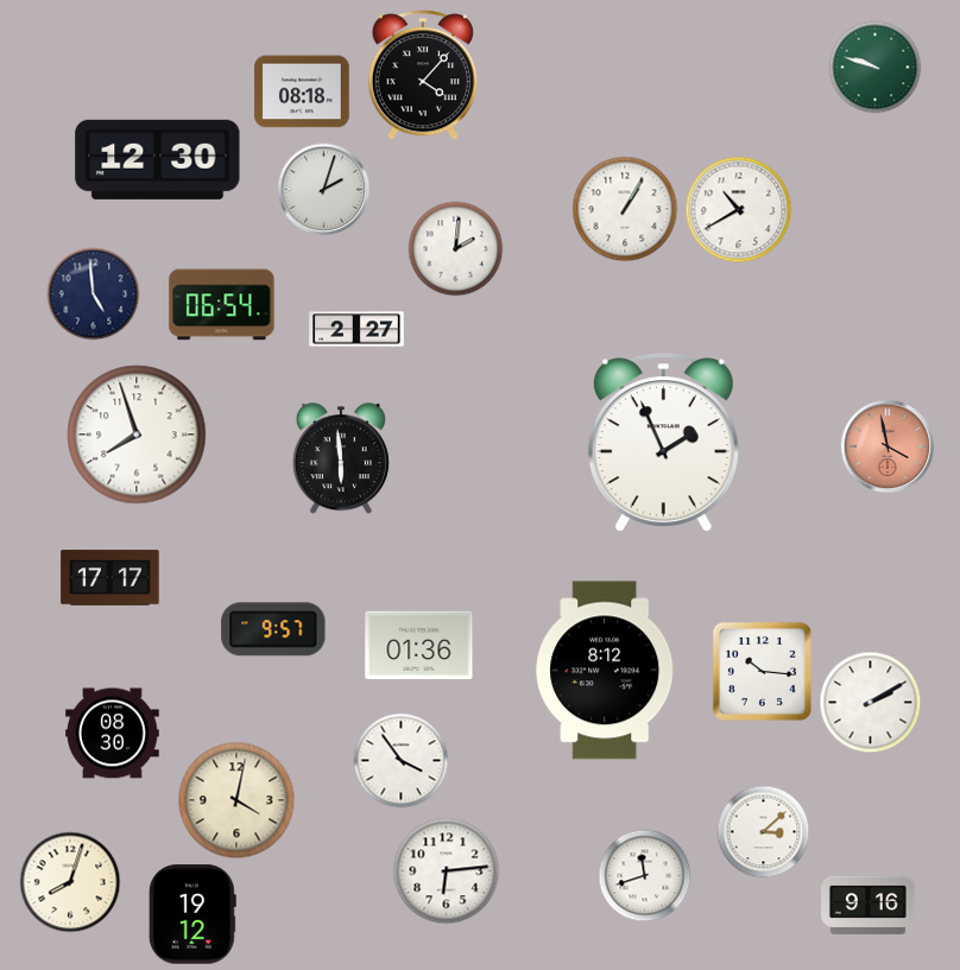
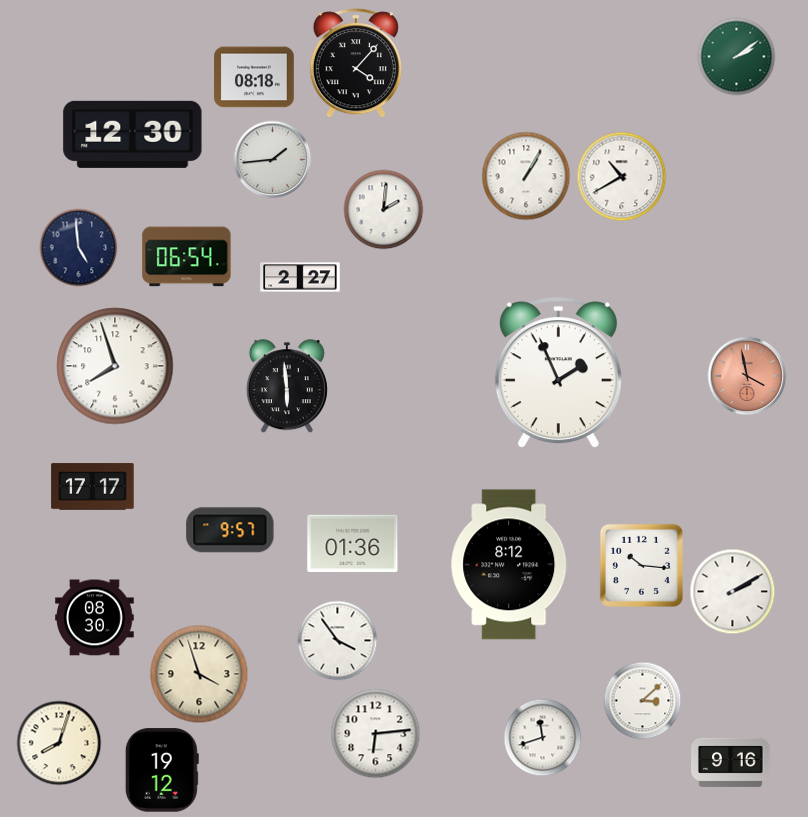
clock at (874, 66): 9:48 -> 2:09
clock at (323, 189): 2:03 -> 1:44
clock at (236, 800): 4:02 -> 3:57
